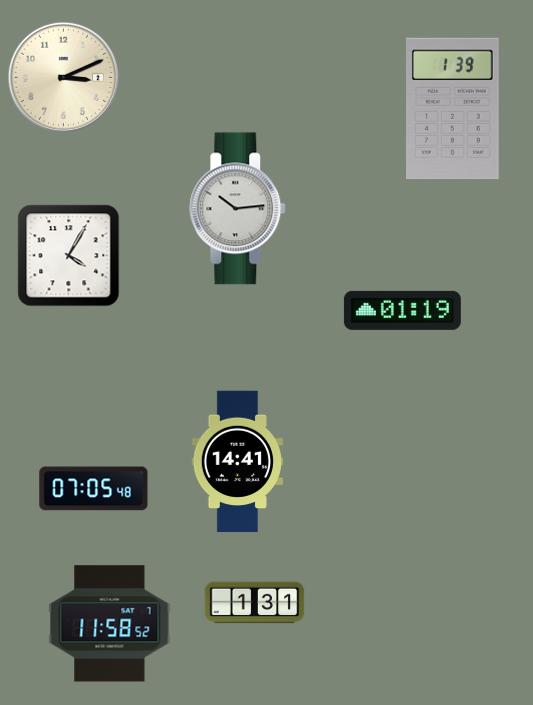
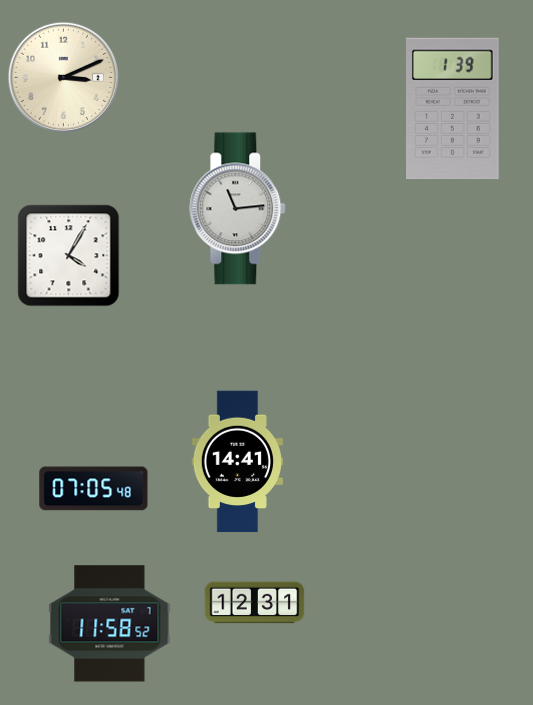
clock at (238, 209): 10:14 -> 11:14
clock at (402, 310): 01:19 -> none
clock at (255, 603): 1:31 -> 12:31
